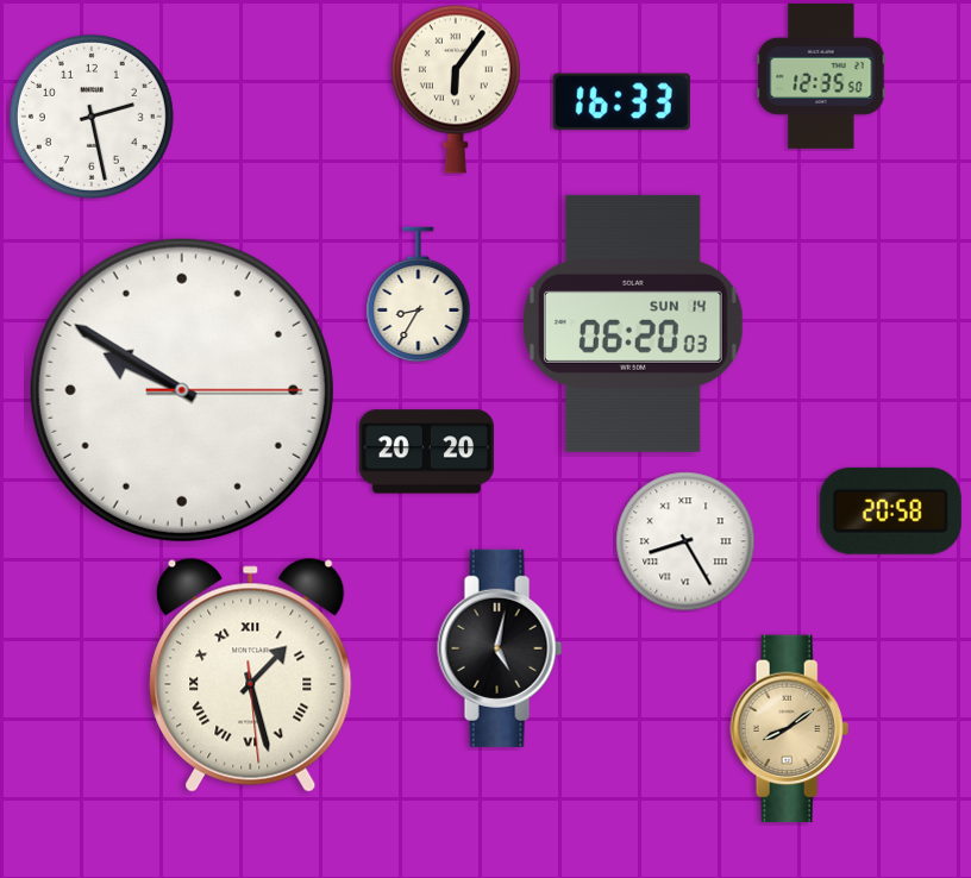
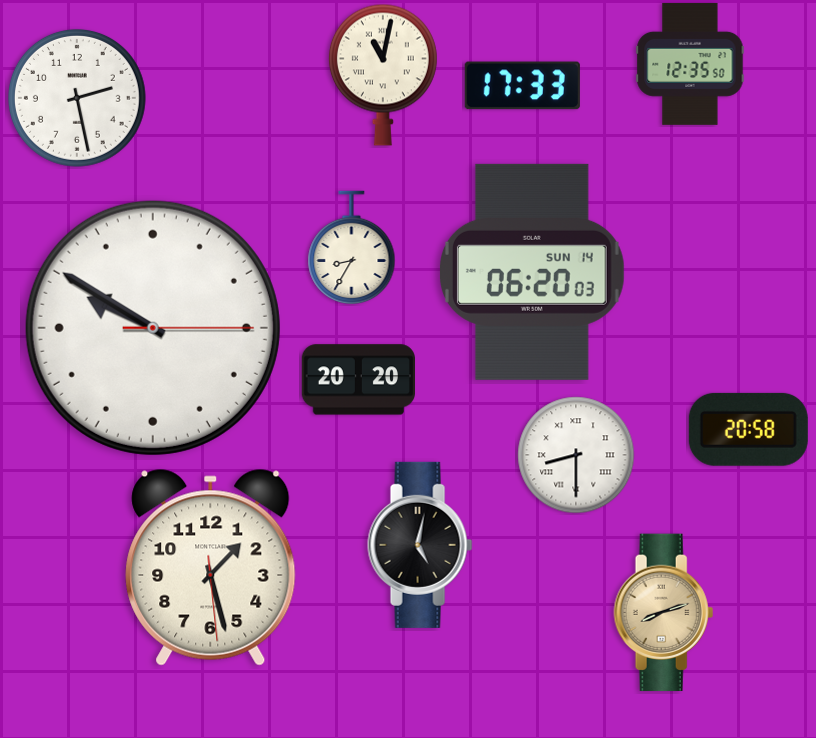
clock at (456, 89): 6:06 -> 11:02
clock at (621, 102): 16:33 -> 17:33
clock at (685, 541): 8:25 -> 8:30
clock at (251, 676) numerals: Roman -> Arabic
clock at (790, 729): 8:09 -> 8:12
